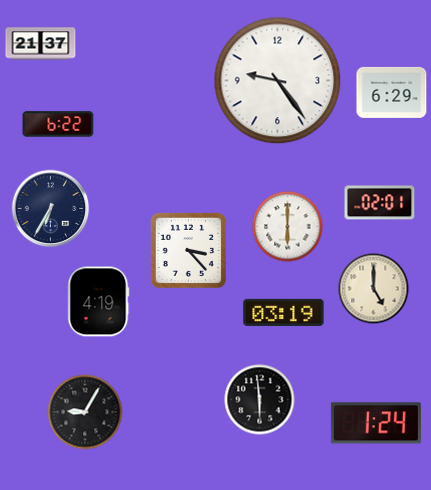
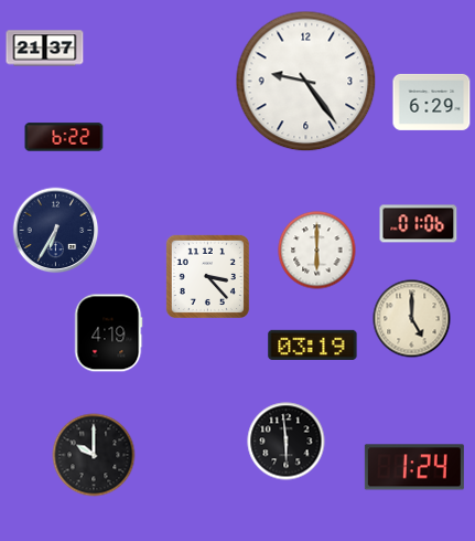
clock at (278, 81) position: (278, 81) -> (306, 82)
clock at (380, 203): 02:01 -> 01:06
clock at (85, 412): 9:05 -> 10:00
